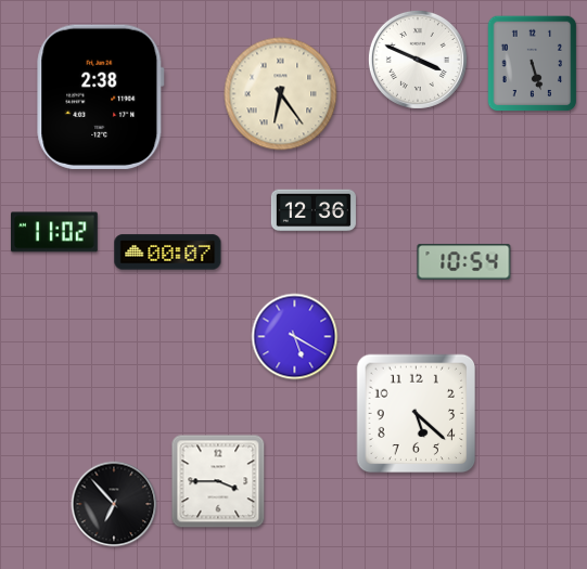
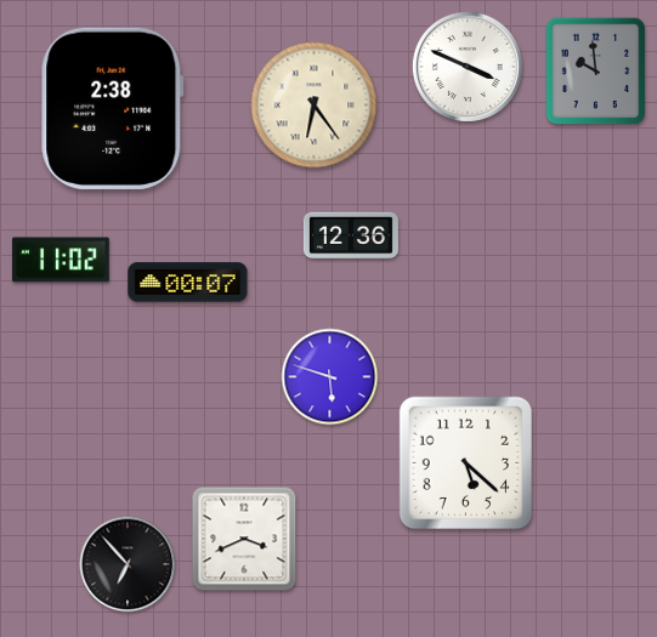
clock at (533, 64): 5:27 -> 9:59
clock at (464, 262): 10:54 -> none
clock at (295, 337): 5:20 -> 5:48
clock at (218, 481): 3:45 -> 3:41
